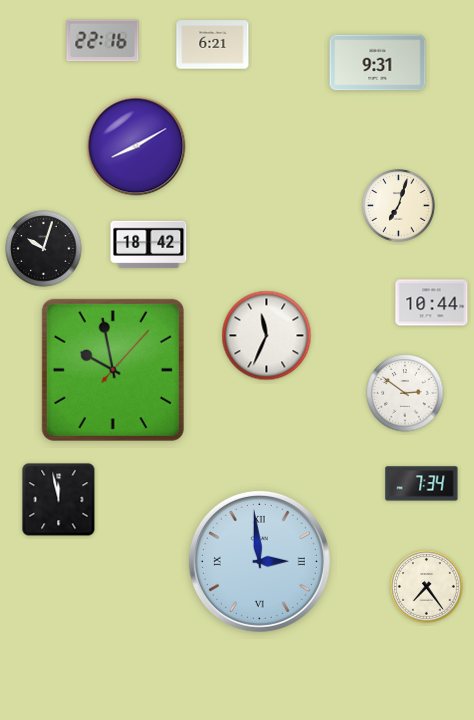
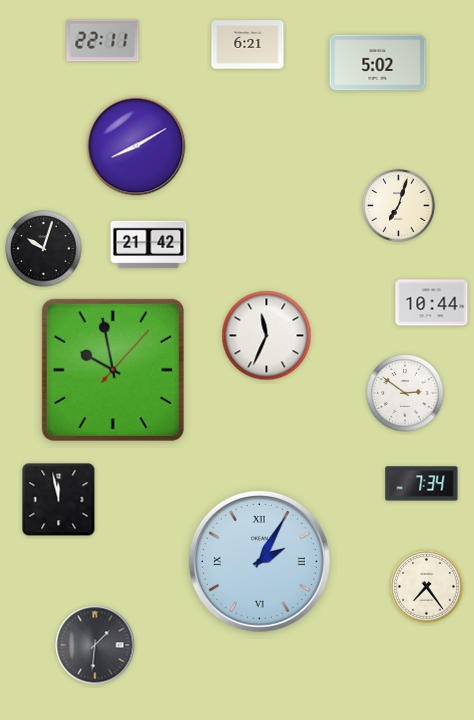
clock at (103, 41): 22:16 -> 22:11
clock at (213, 45) position: (213, 45) -> (248, 45)
clock at (378, 63): 9:31 -> 5:02
clock at (149, 245): 18:42 -> 21:42
clock at (259, 561): 2:59 -> 2:05
clock at (95, 645): none -> 1:31
